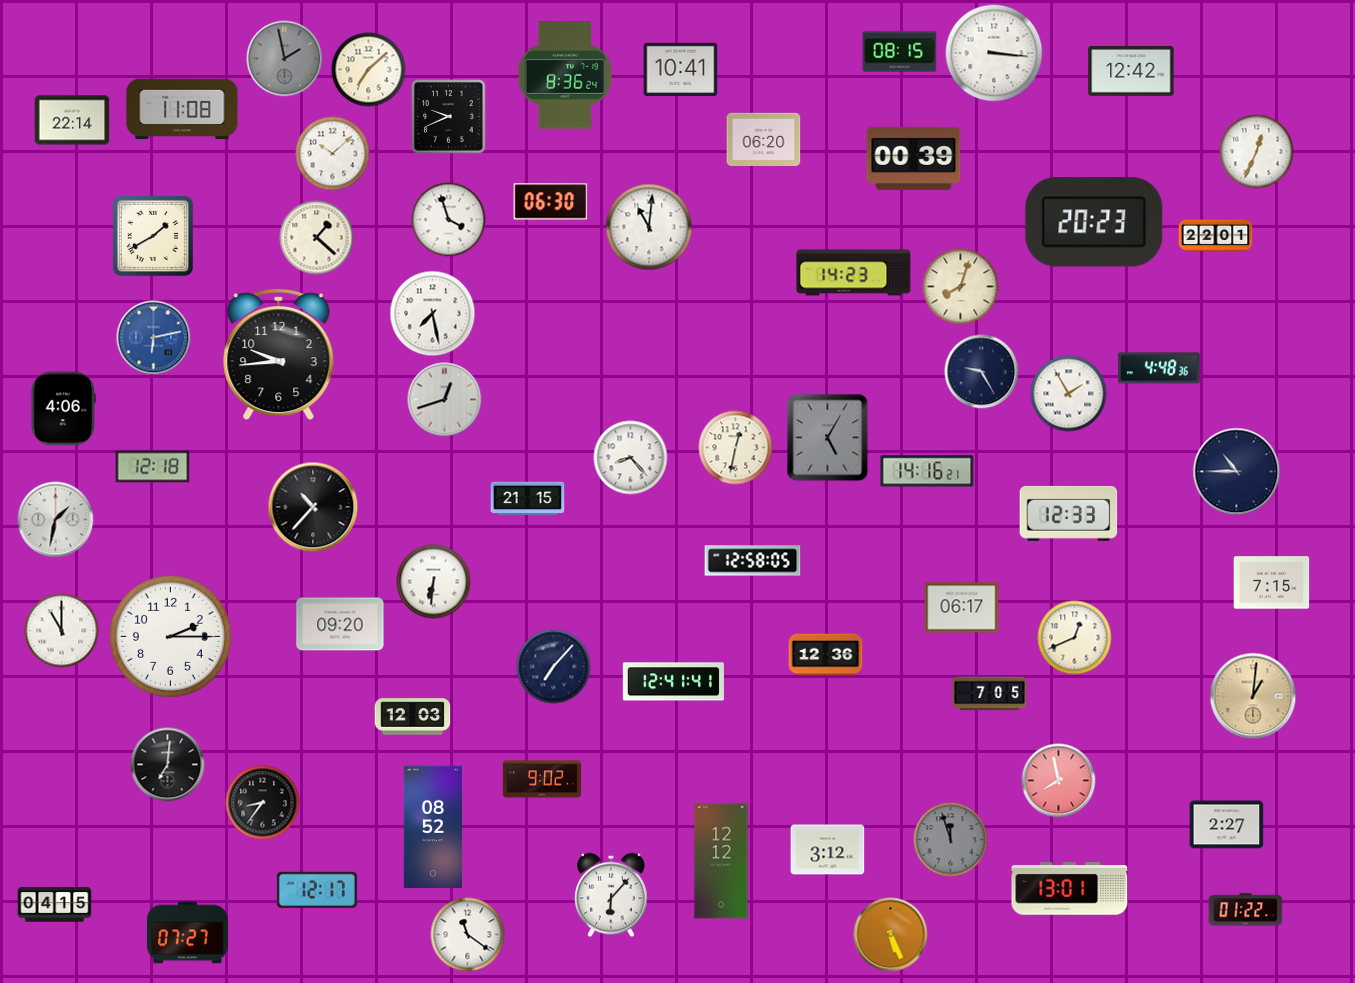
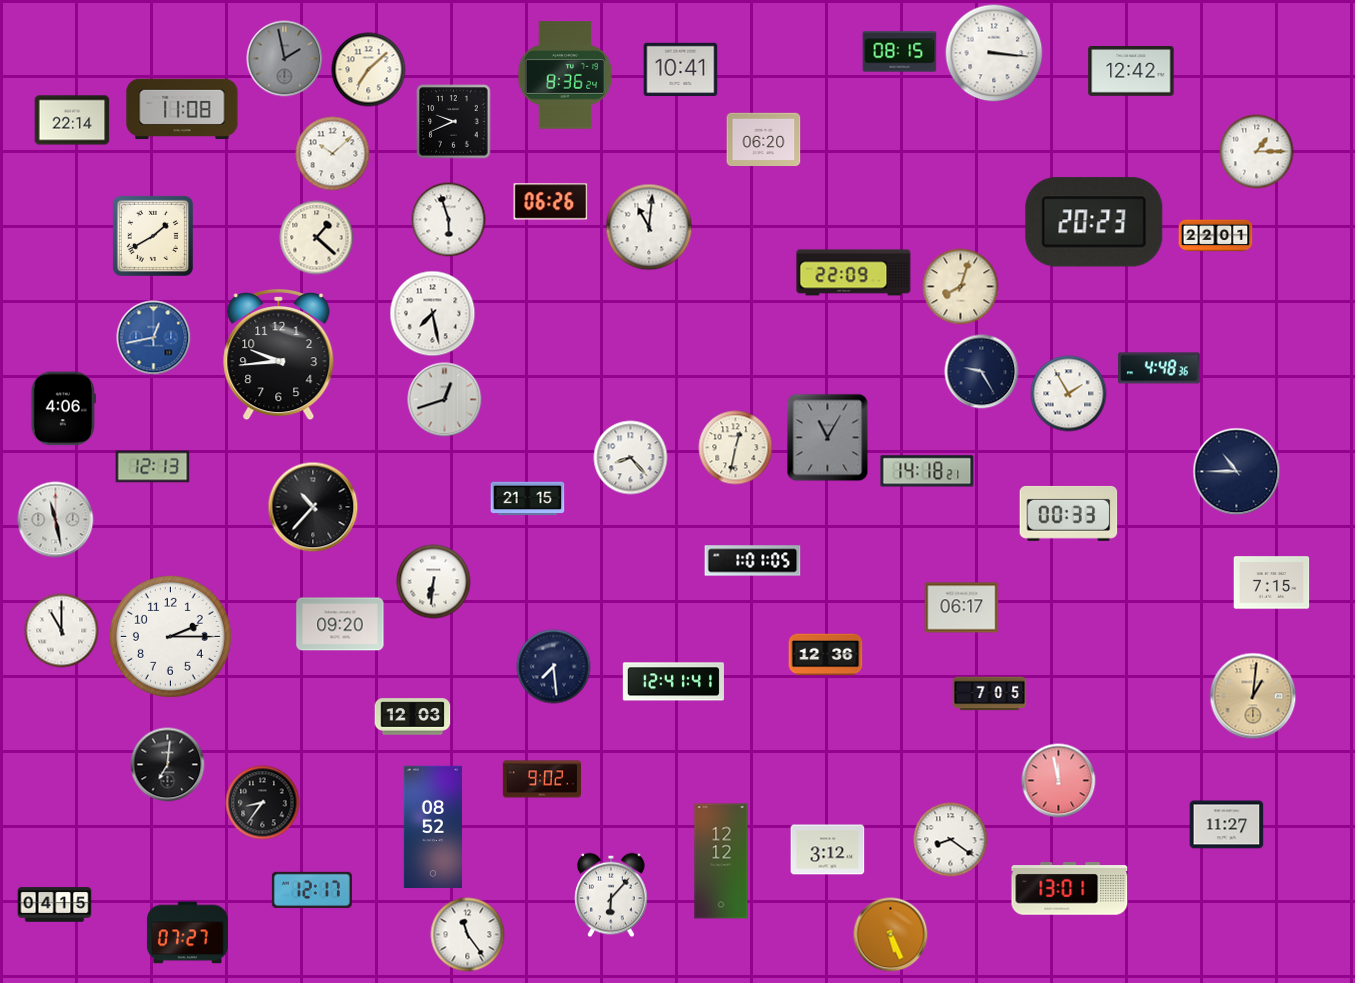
clock at (449, 117) position: (449, 117) -> (454, 122)
clock at (1257, 152): 12:34 -> 1:15
clock at (914, 158): 00:39 -> none
clock at (551, 202): 06:30 -> 06:26
clock at (449, 220): 3:57 -> 5:57
clock at (854, 273): 14:23 -> 22:09
clock at (154, 338): 6:13 -> 12:43
clock at (828, 438): 5:05 -> 11:05
clock at (153, 467): 12:18 -> 12:13
clock at (927, 471): 14:16 -> 14:18
clock at (1069, 513): 12:33 -> 00:33
clock at (56, 520): 1:32 -> 11:28
clock at (753, 561): 12:58 -> 1:01
clock at (1075, 638): 12:41 -> none
clock at (554, 667): 7:07 -> 7:29
clock at (1059, 781): 7:58 -> 11:58
clock at (1227, 825): 2:27 -> 11:27
clock at (951, 840): 11:57 -> 8:21
clock at (951, 840) dial: grey -> white
clock at (317, 890) position: (317, 890) -> (312, 890)
clock at (1246, 910): 01:22 -> none
clock at (468, 935): 11:21 -> 11:24
